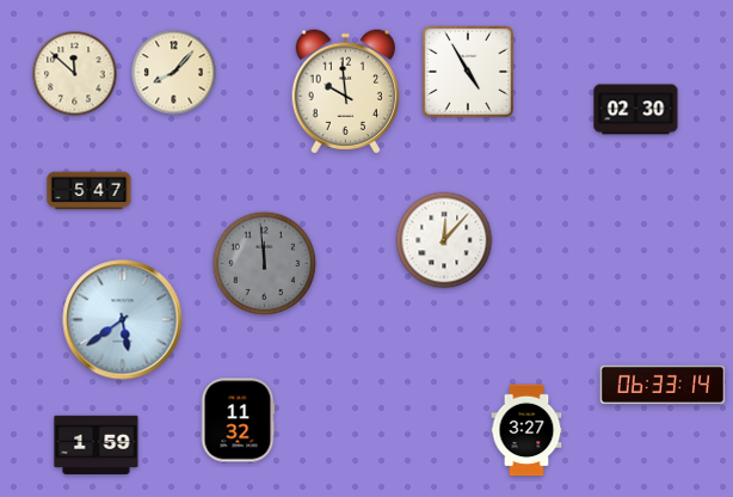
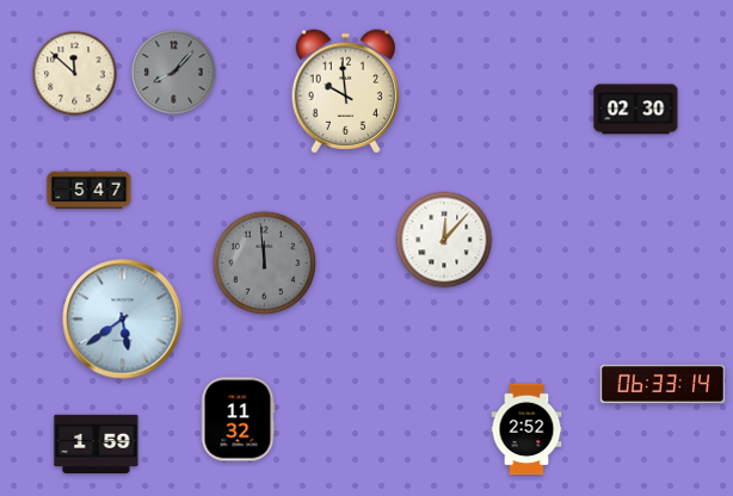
clock at (468, 72): 4:55 -> none
clock at (174, 73) dial: cream -> grey
clock at (526, 430): 3:27 -> 2:52
